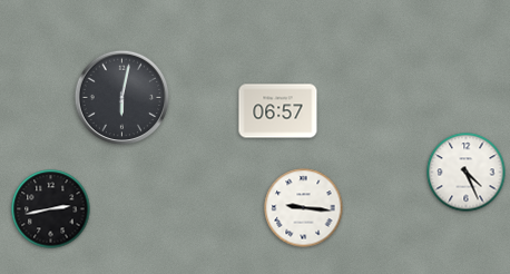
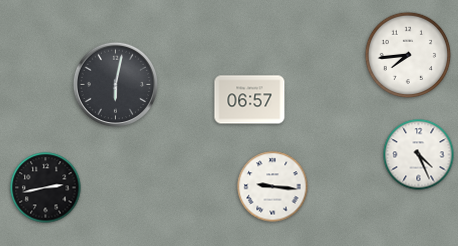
clock at (408, 55): none -> 7:44
clock at (122, 98) position: (122, 98) -> (116, 85)
